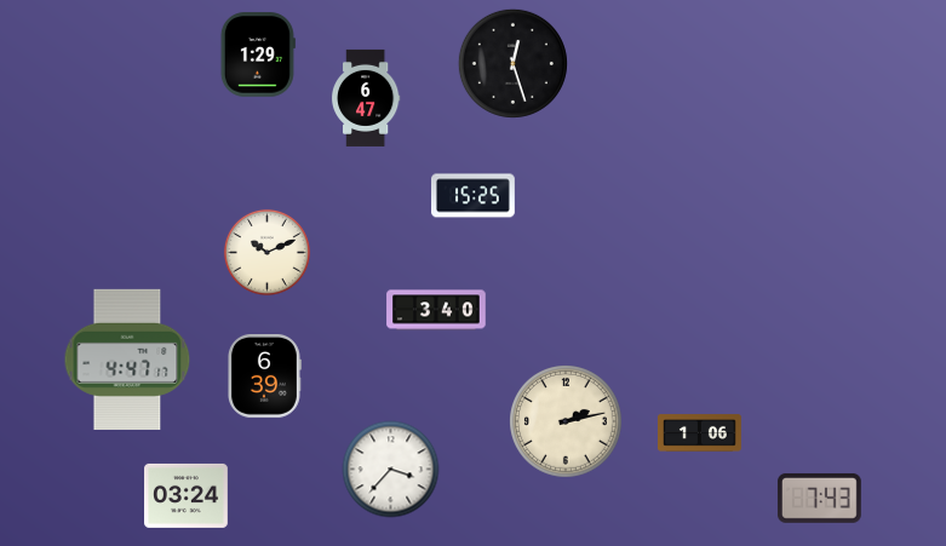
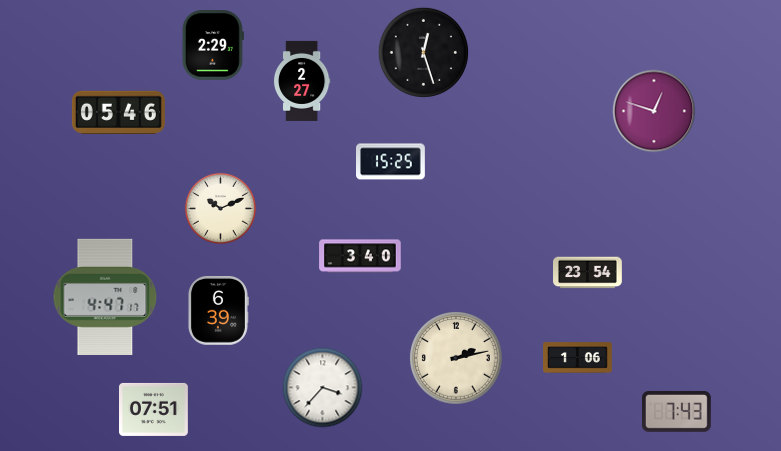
clock at (258, 54): 1:29 -> 2:29
clock at (366, 98): 6:47 -> 2:27
clock at (654, 111): none -> 12:48
clock at (118, 112): none -> 05:46
clock at (588, 273): none -> 23:54
clock at (567, 423) position: (567, 423) -> (457, 359)
clock at (187, 495): 03:24 -> 07:51
